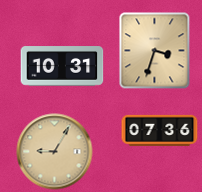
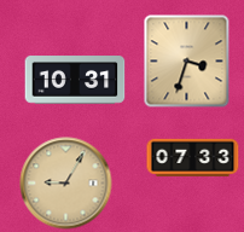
clock at (160, 130): 07:36 -> 07:33
